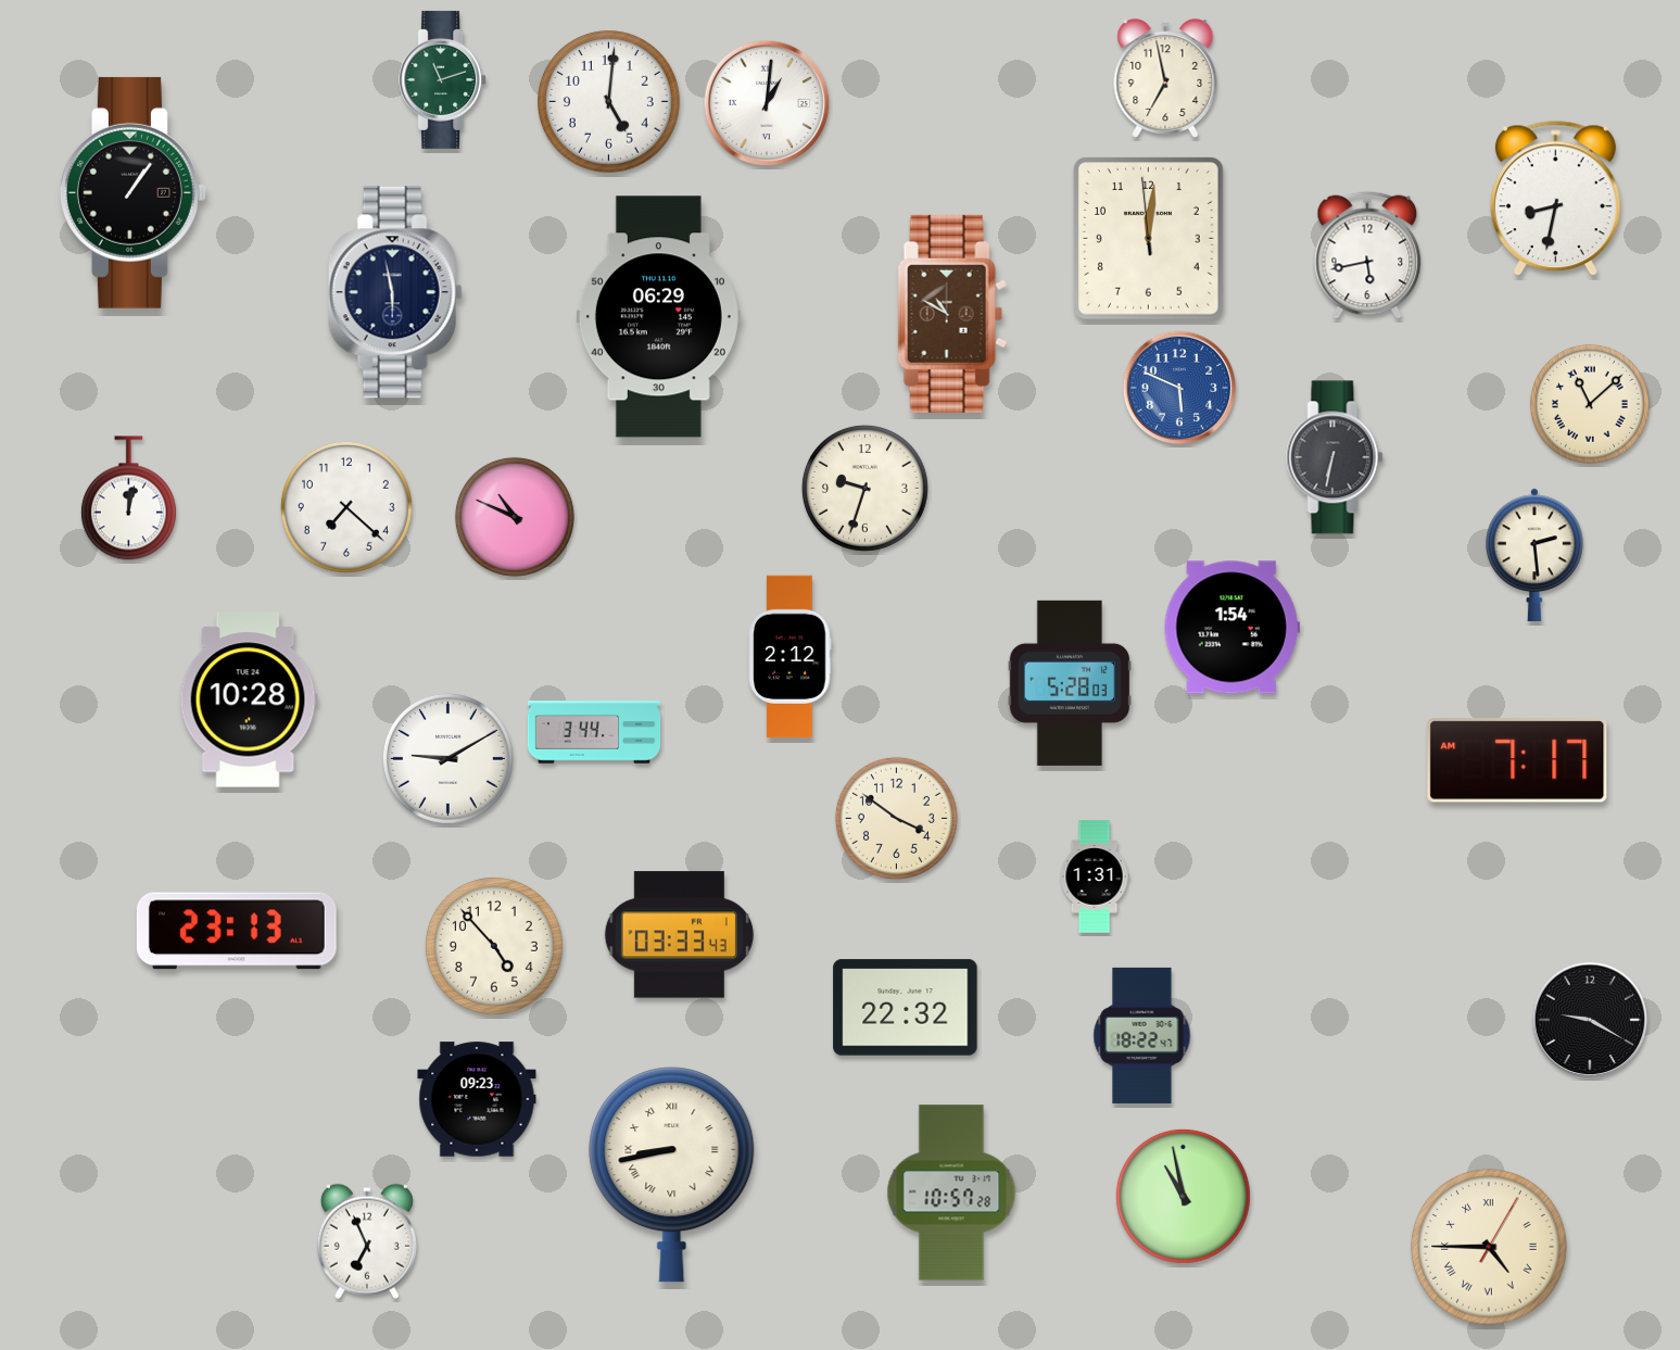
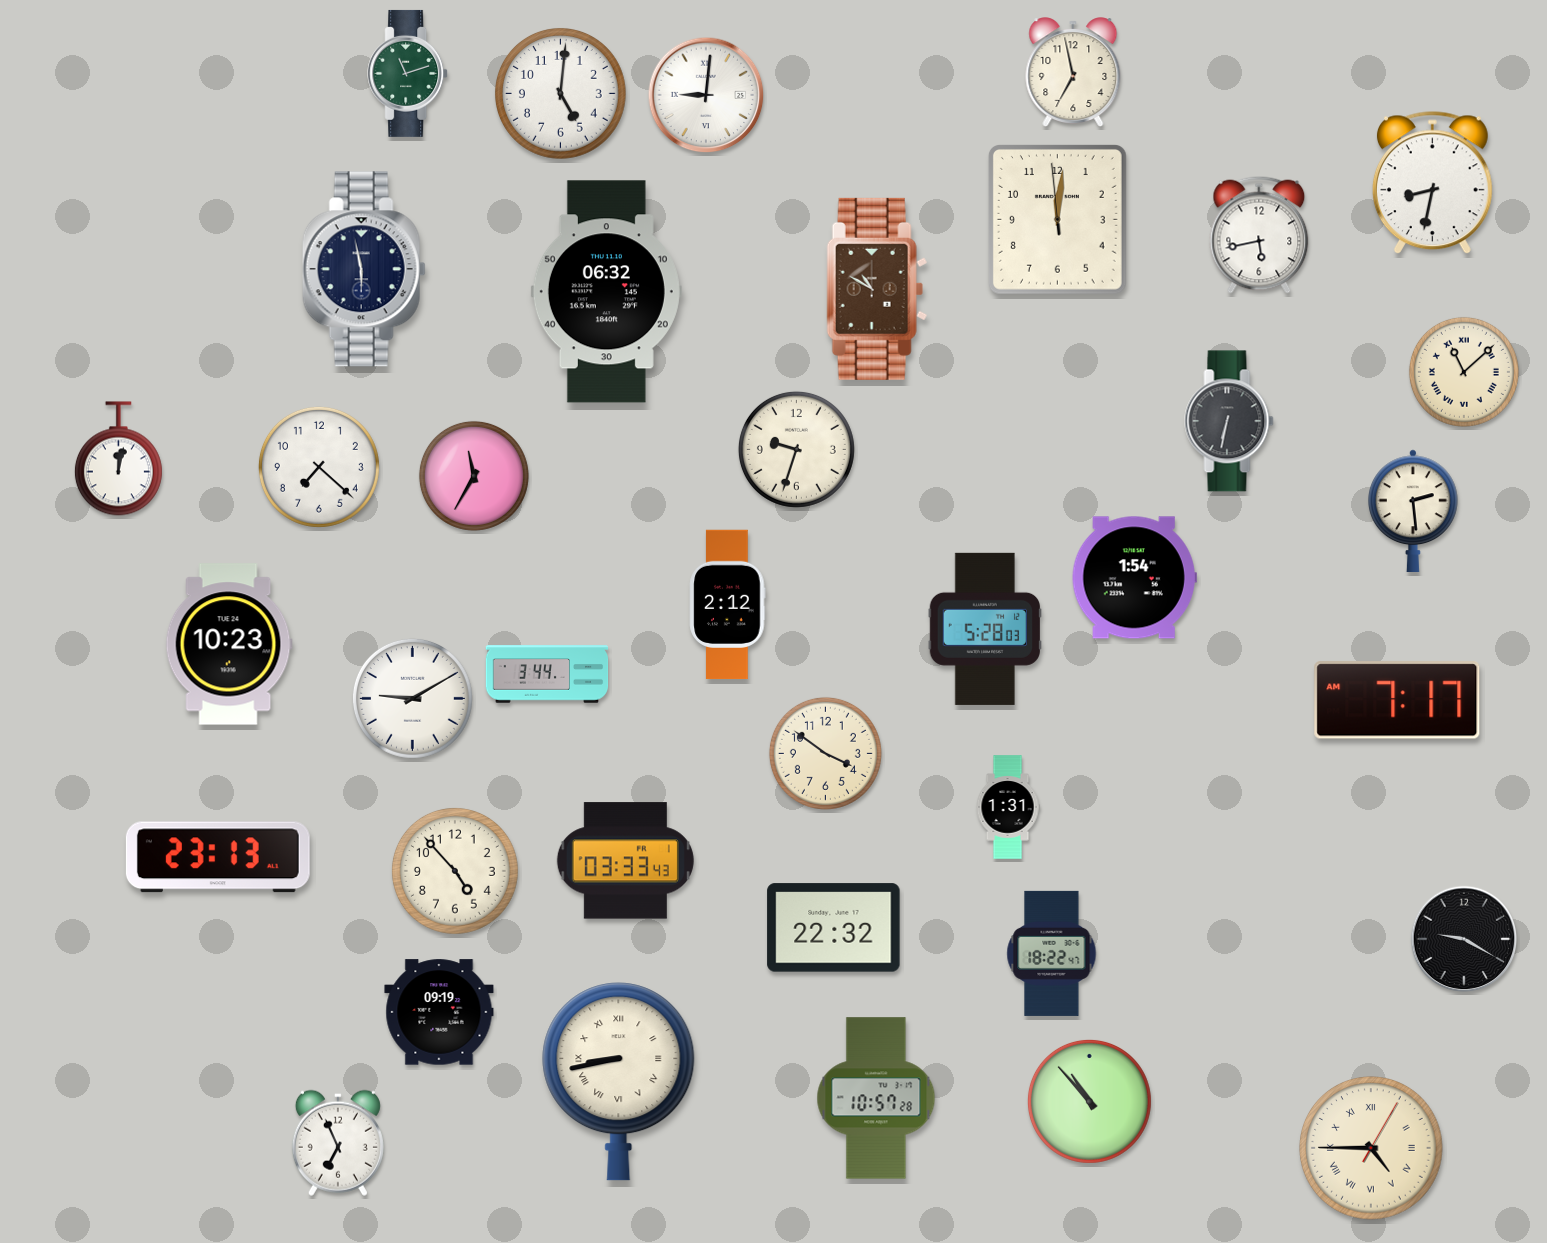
clock at (767, 103): 1:01 -> 9:01
clock at (132, 192): 1:06 -> none
clock at (658, 317): 06:29 -> 06:32
clock at (1179, 388): 5:49 -> none
clock at (515, 517): 10:49 -> 11:35
clock at (249, 699): 10:28 -> 10:23
clock at (477, 1099): 09:23 -> 09:19
clock at (1183, 1196): 10:58 -> 10:53
